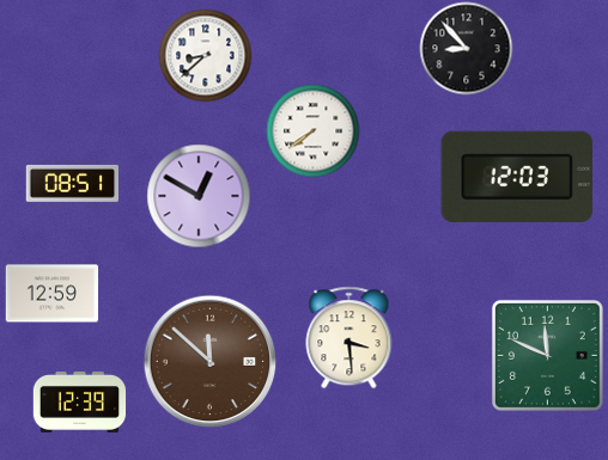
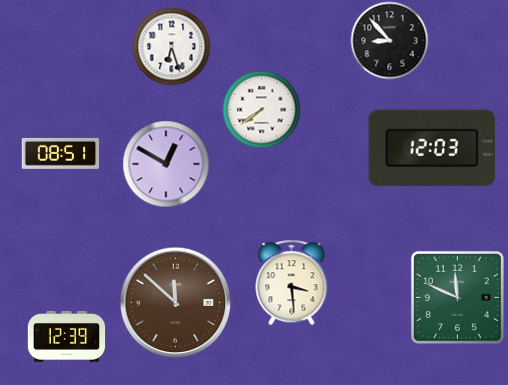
clock at (205, 55): 8:38 -> 6:27
clock at (51, 294): 12:59 -> none
